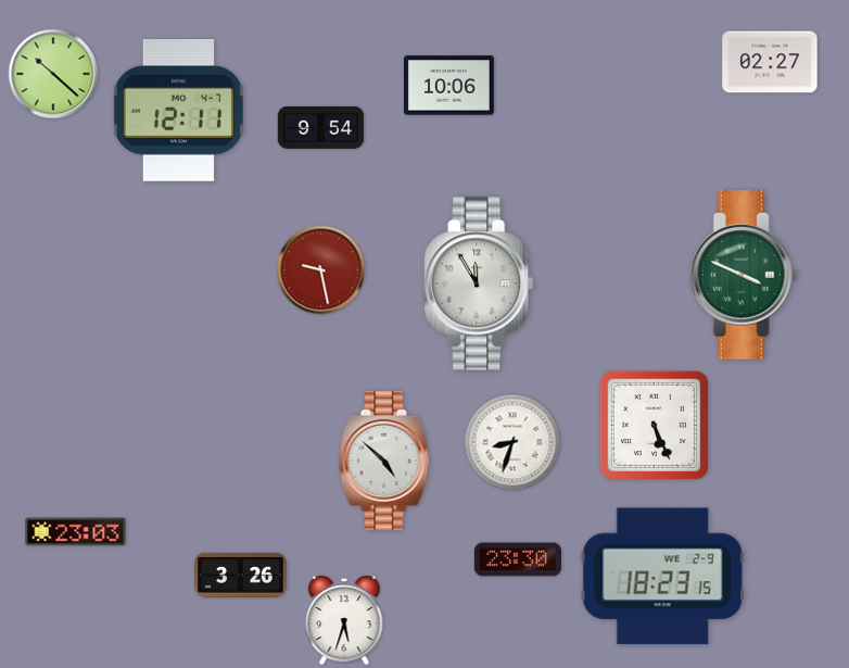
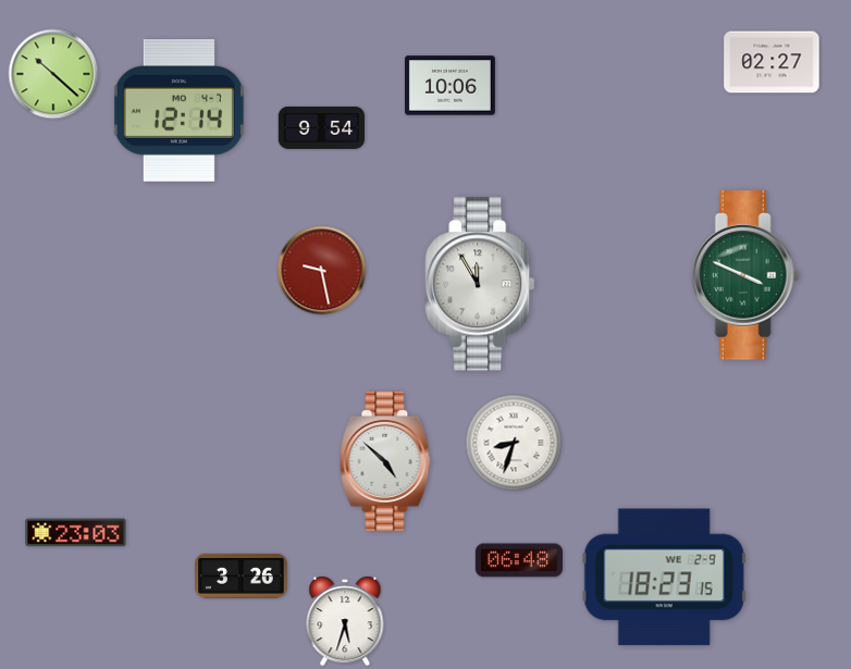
clock at (178, 110): 12:11 -> 12:14
clock at (654, 425): 5:26 -> none
clock at (518, 559): 23:30 -> 06:48
